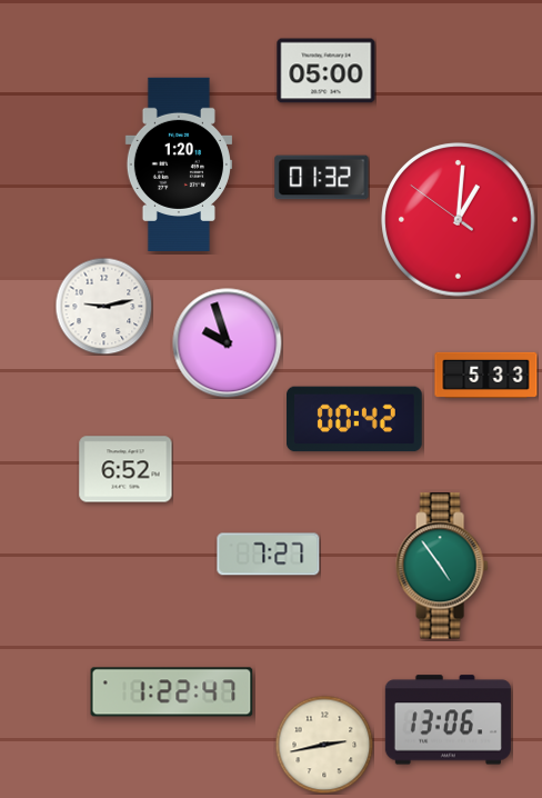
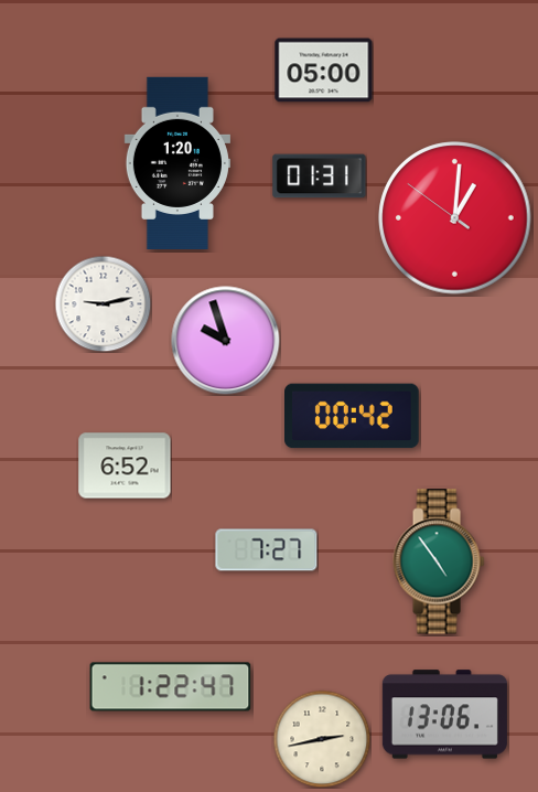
clock at (322, 178): 01:32 -> 01:31
clock at (486, 375): 5:33 -> none
